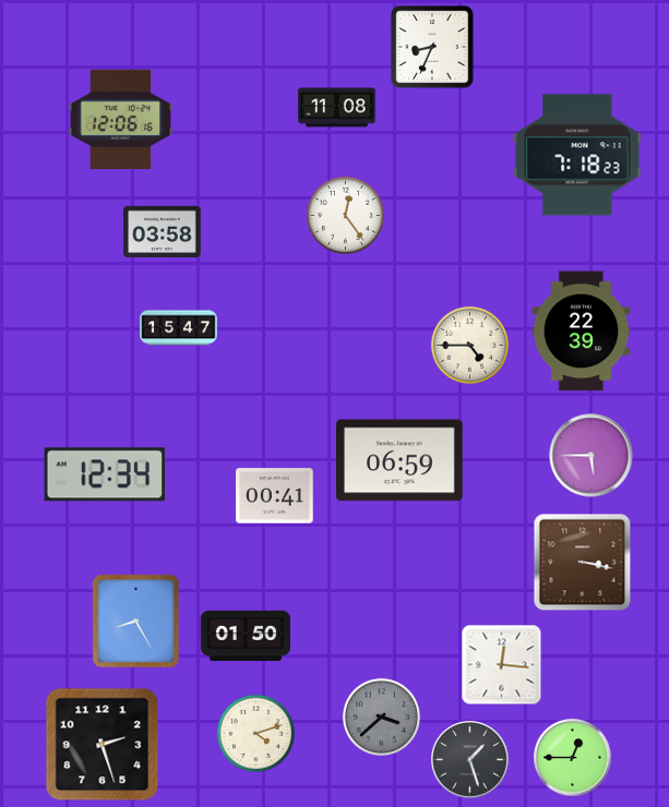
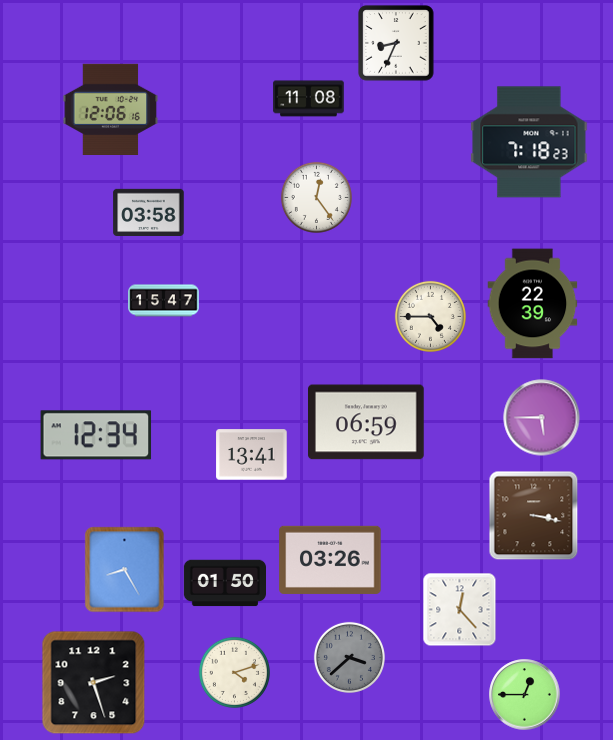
clock at (275, 496): 00:41 -> 13:41
clock at (330, 560): none -> 03:26
clock at (502, 665): 12:16 -> 12:23
clock at (470, 760): 1:27 -> none
